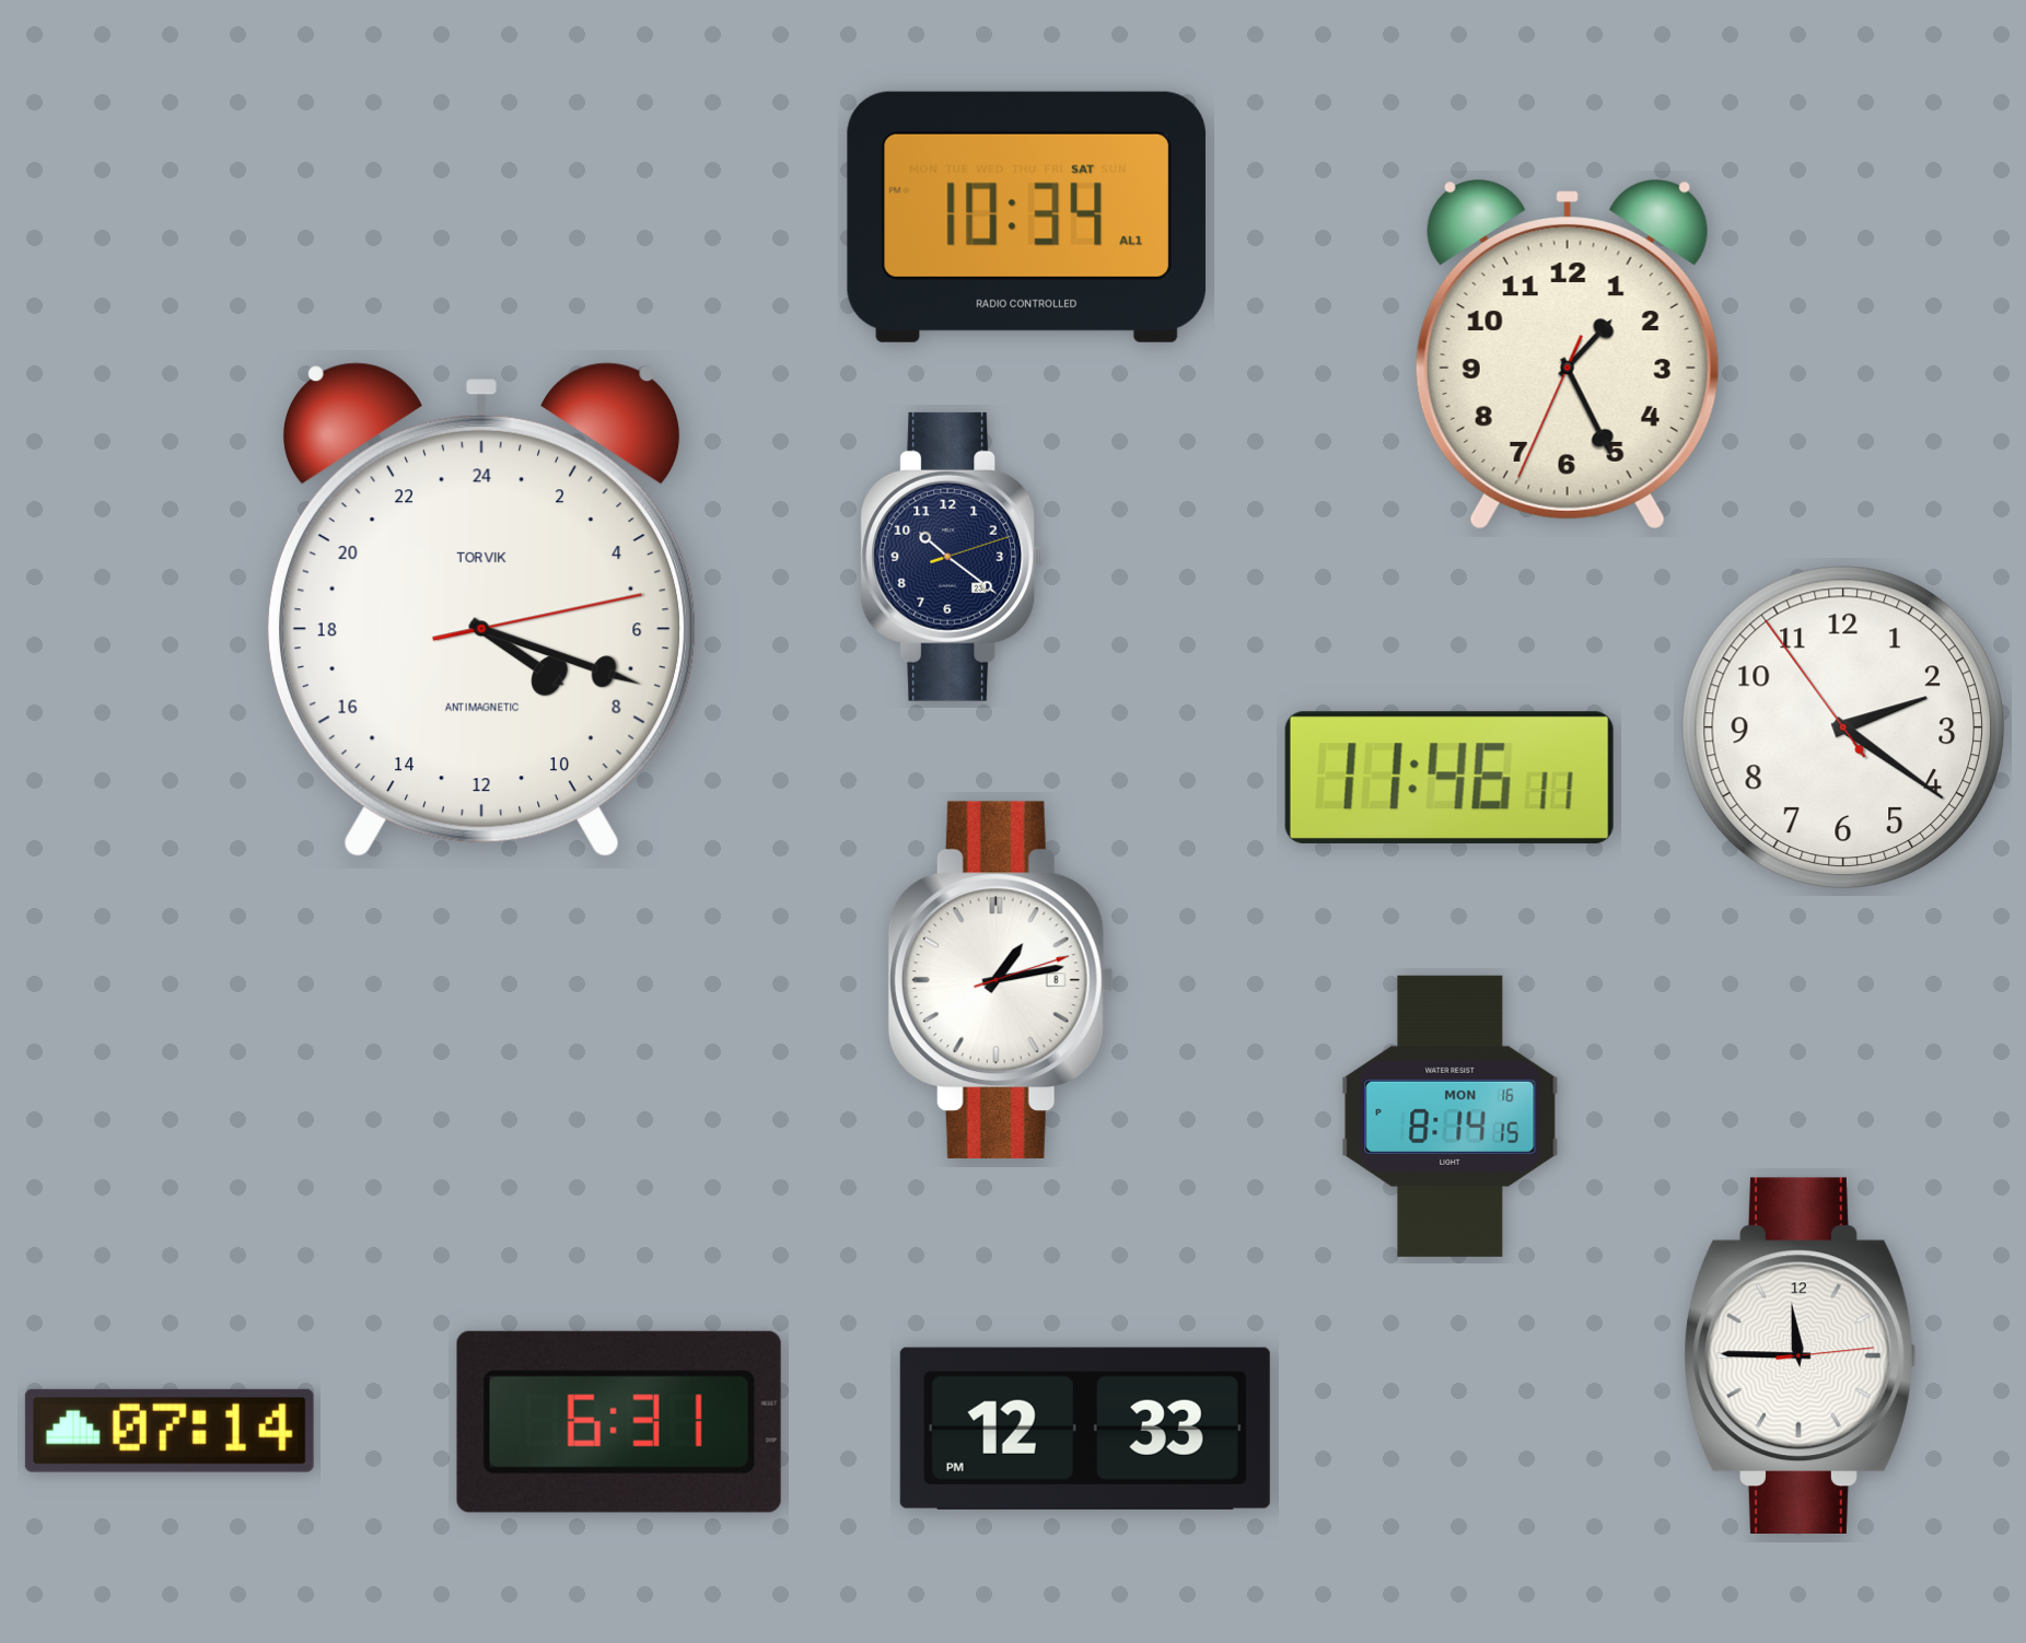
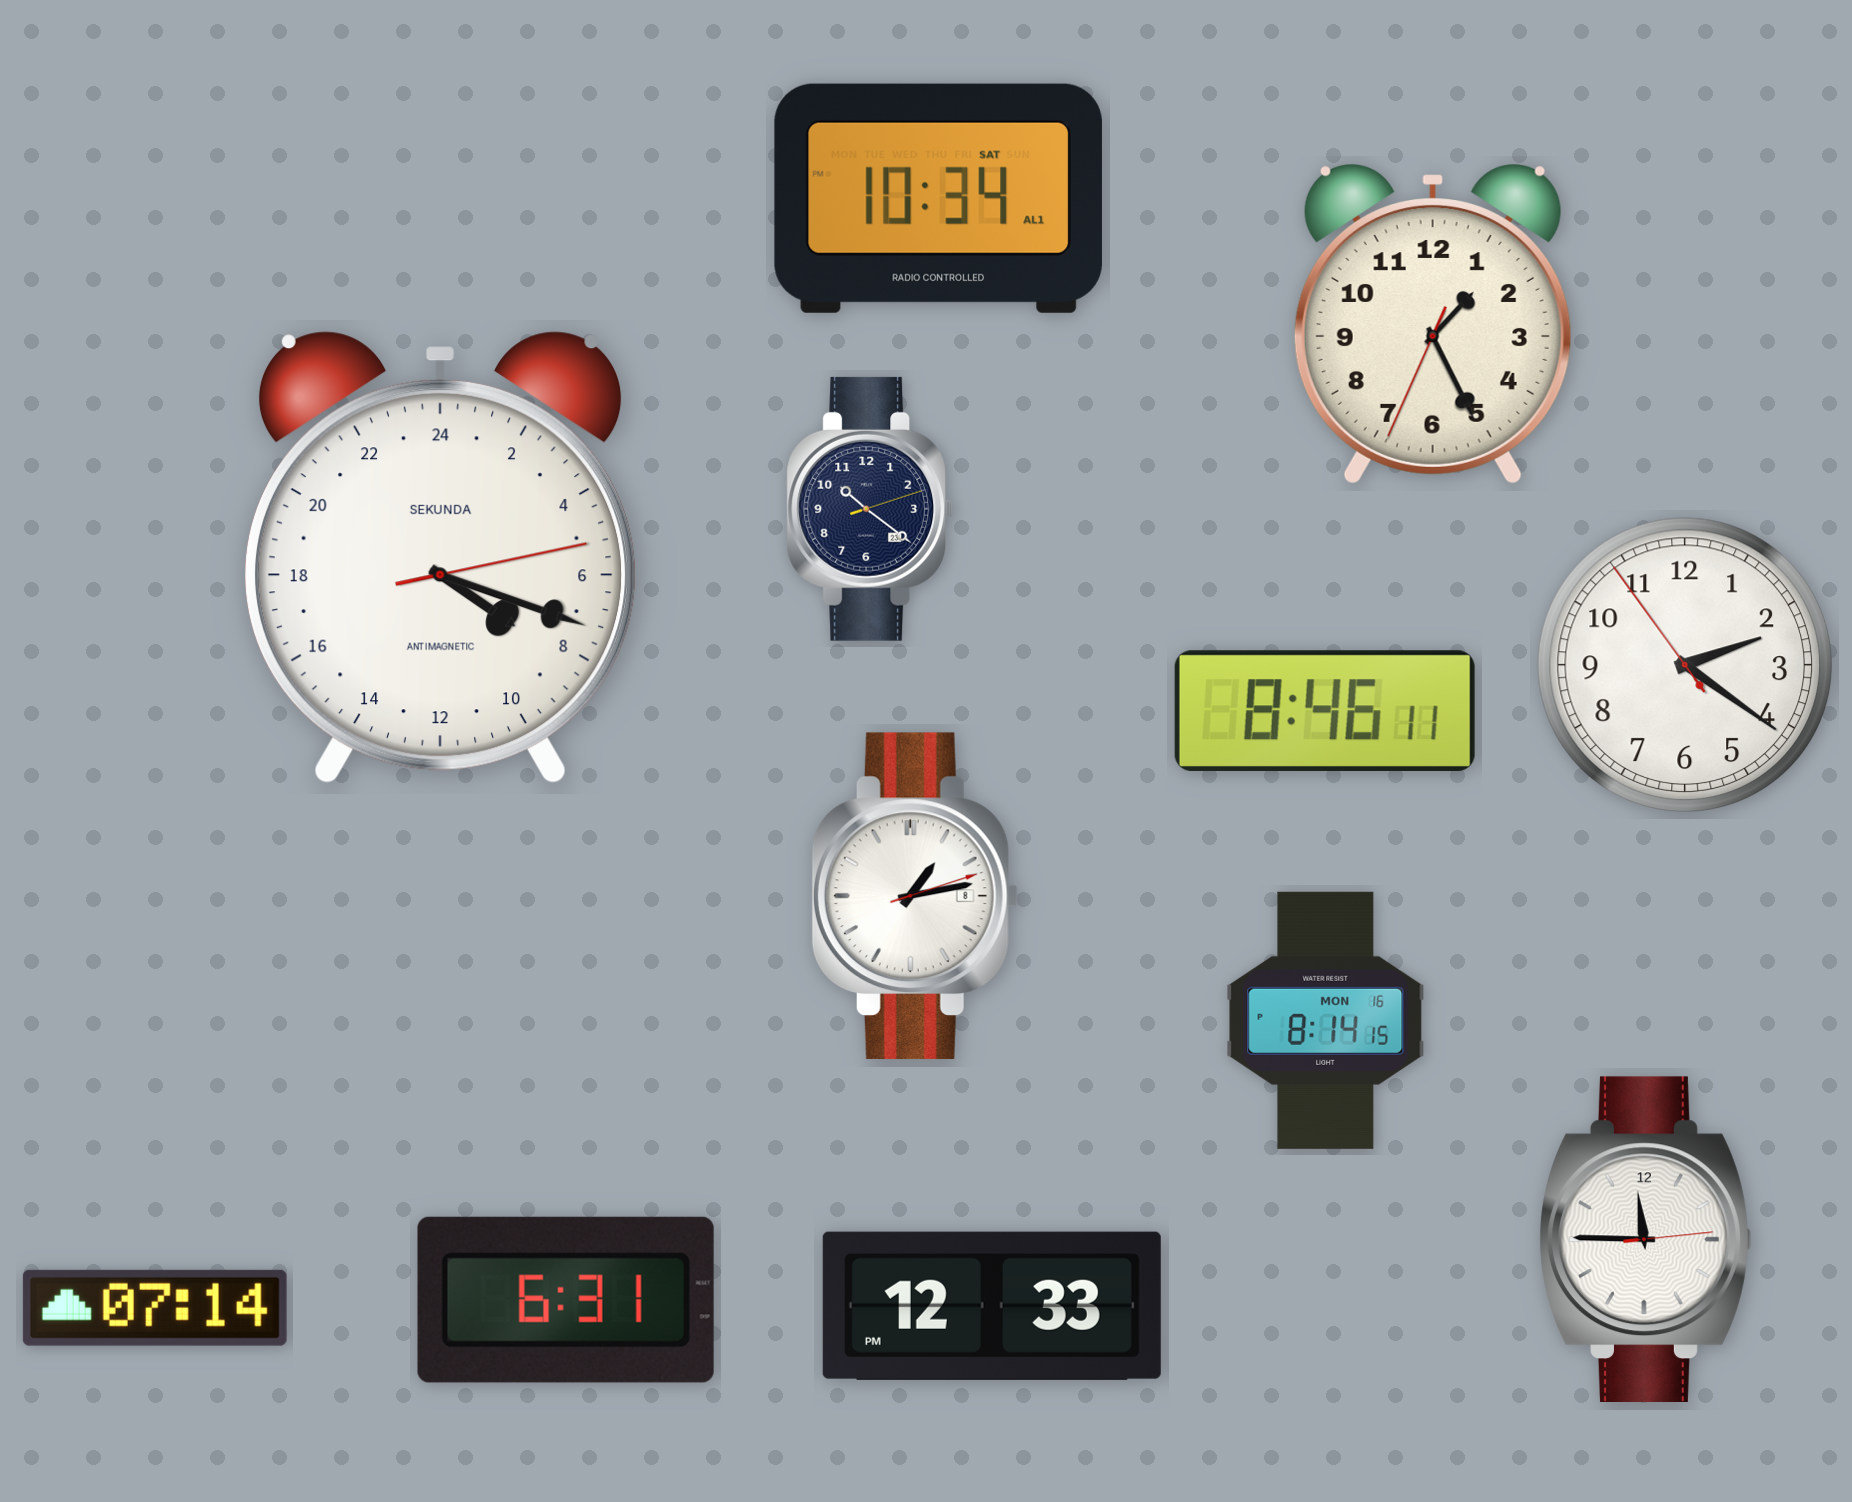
clock at (481, 610) brand: TORVIK -> SEKUNDA
clock at (1449, 778): 11:46 -> 8:46
